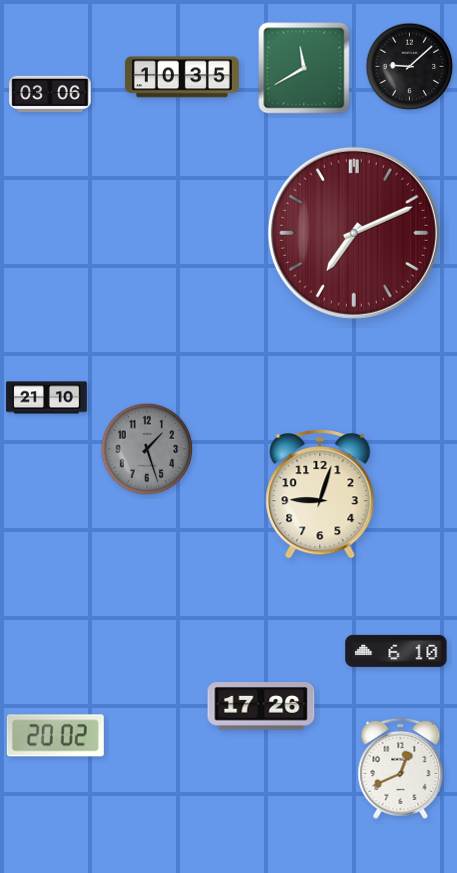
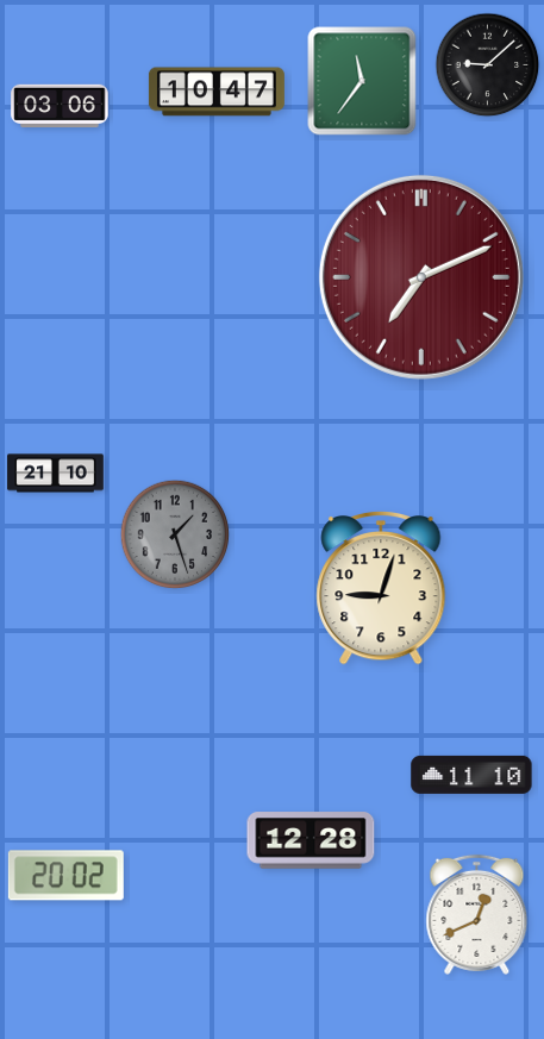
clock at (410, 67) position: (410, 67) -> (488, 65)
clock at (304, 68): 11:40 -> 11:36
clock at (182, 77): 10:35 -> 10:47
clock at (50, 94) position: (50, 94) -> (60, 106)
clock at (396, 651): 6:10 -> 11:10
clock at (261, 706): 17:26 -> 12:28
